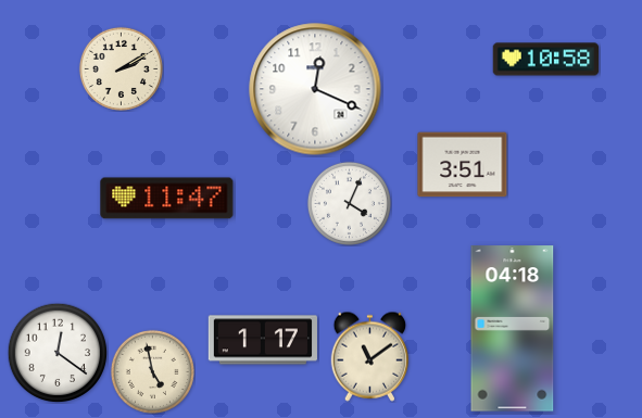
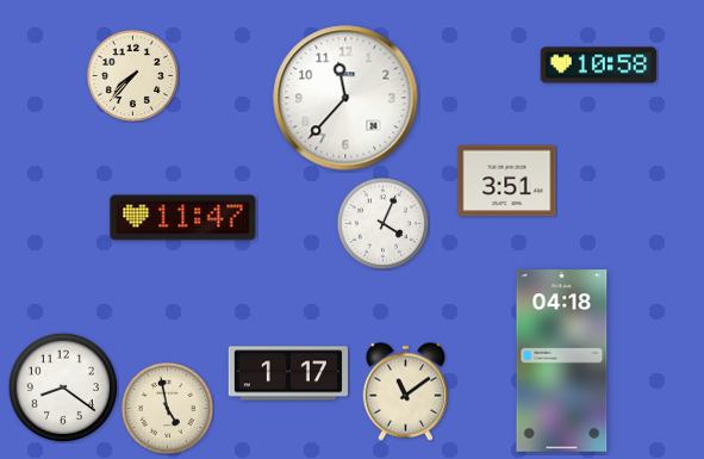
clock at (121, 68): 2:10 -> 7:37
clock at (315, 89): 12:19 -> 11:37
clock at (58, 353): 12:21 -> 8:21
